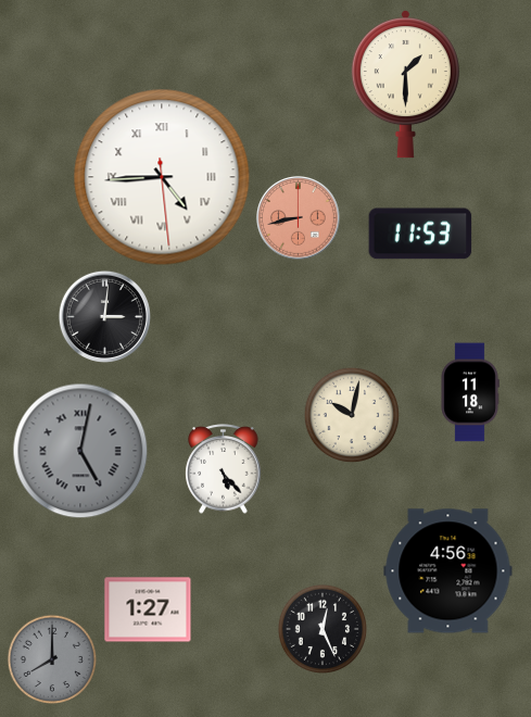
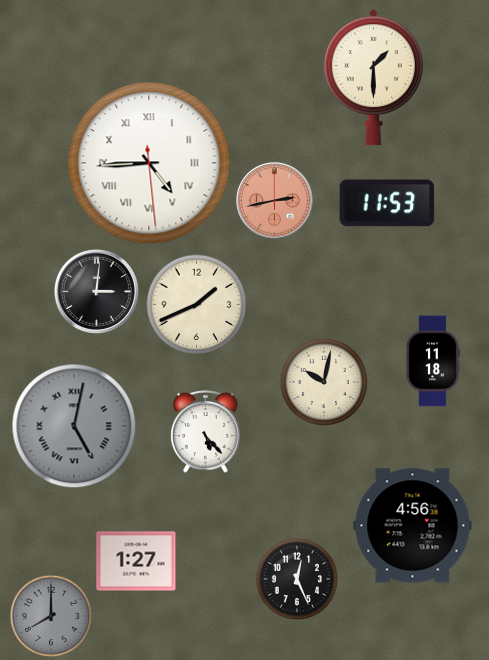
clock at (299, 218): 8:43 -> 2:43
clock at (420, 234) position: (420, 234) -> (387, 203)
clock at (197, 305): none -> 1:41
clock at (80, 451) position: (80, 451) -> (74, 426)
clock at (51, 658) position: (51, 658) -> (50, 615)
